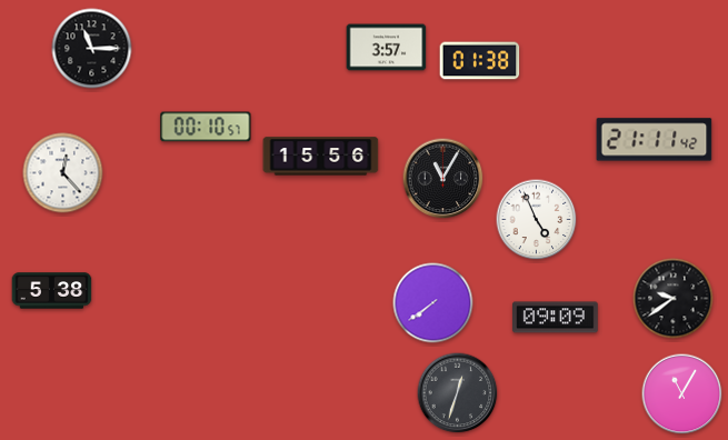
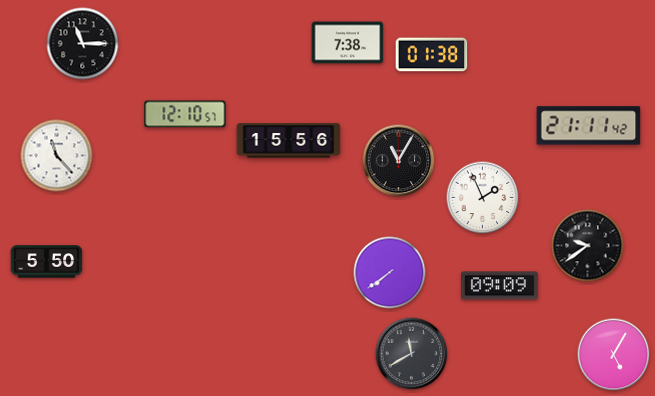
clock at (387, 48): 3:57 -> 7:38
clock at (206, 127): 00:10 -> 12:10
clock at (63, 173): 12:23 -> 11:23
clock at (537, 220): 4:56 -> 1:56
clock at (52, 291): 5:38 -> 5:50
clock at (674, 299) position: (674, 299) -> (588, 246)
clock at (458, 393): 12:33 -> 11:40
clock at (682, 394): 11:05 -> 5:05
